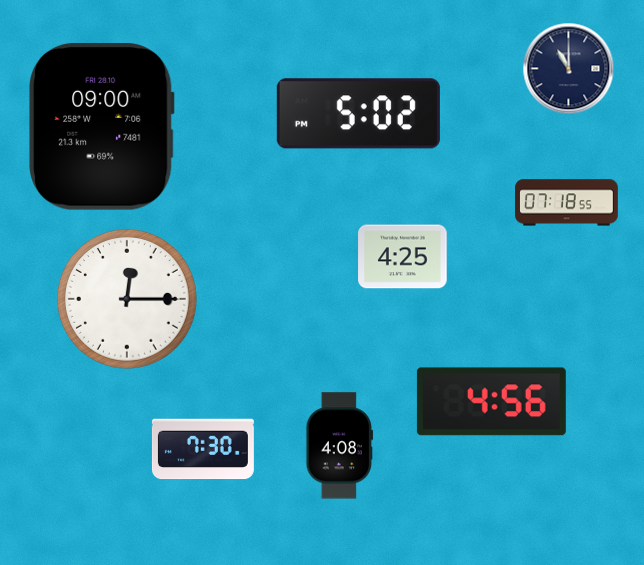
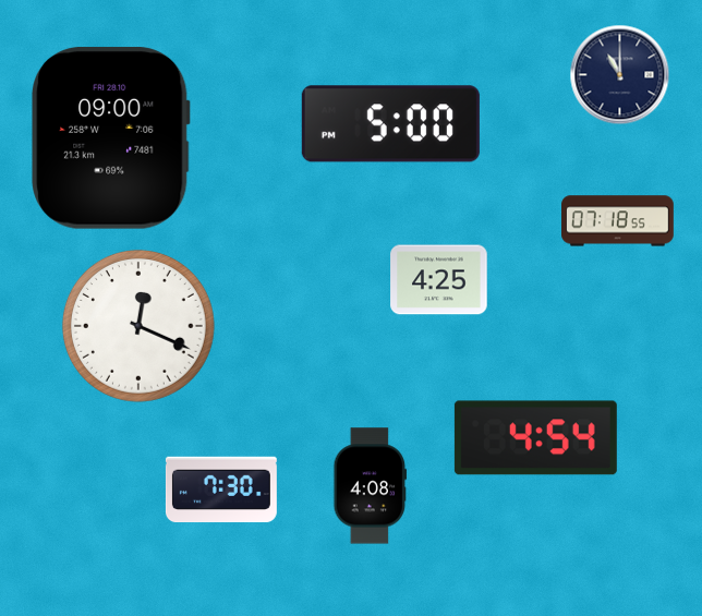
clock at (358, 114): 5:02 -> 5:00
clock at (127, 299): 12:15 -> 12:19
clock at (491, 402): 4:56 -> 4:54
